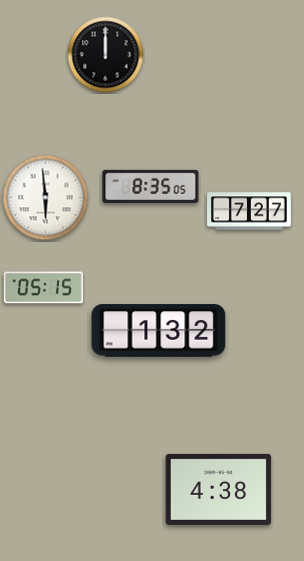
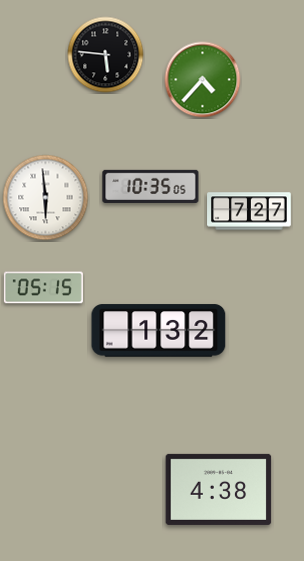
clock at (106, 55): 12:00 -> 5:46
clock at (203, 80): none -> 4:37
clock at (151, 186): 8:35 -> 10:35
